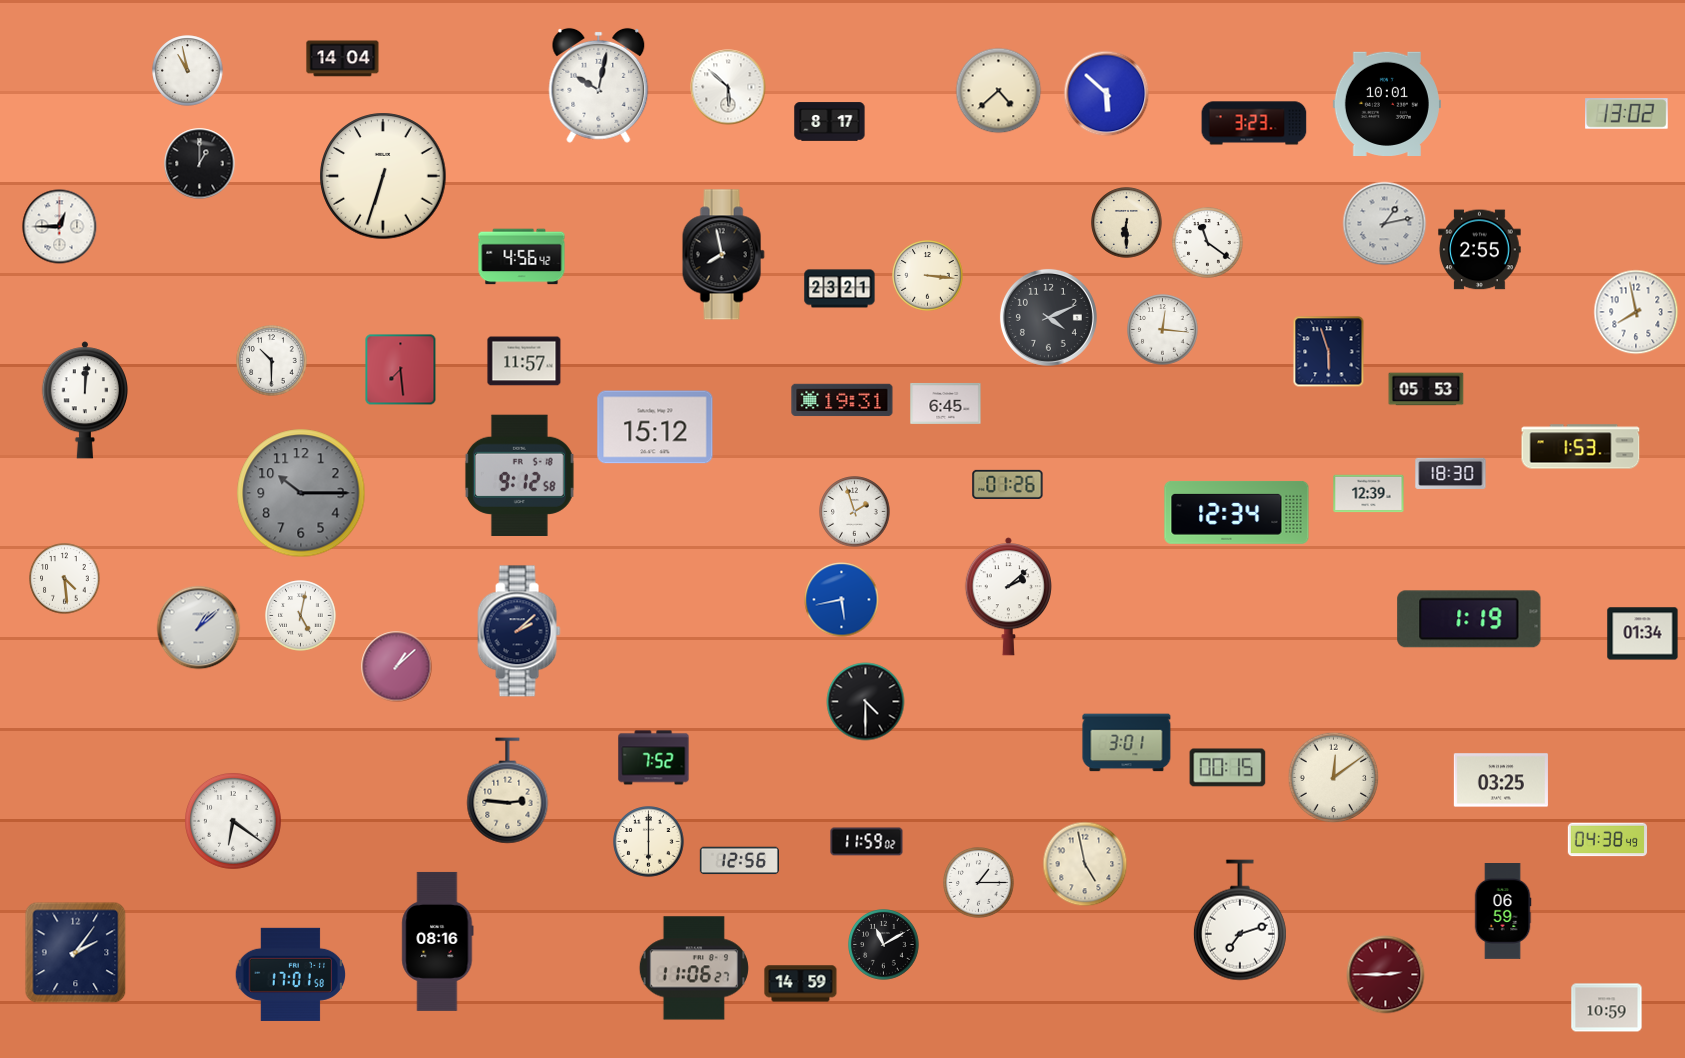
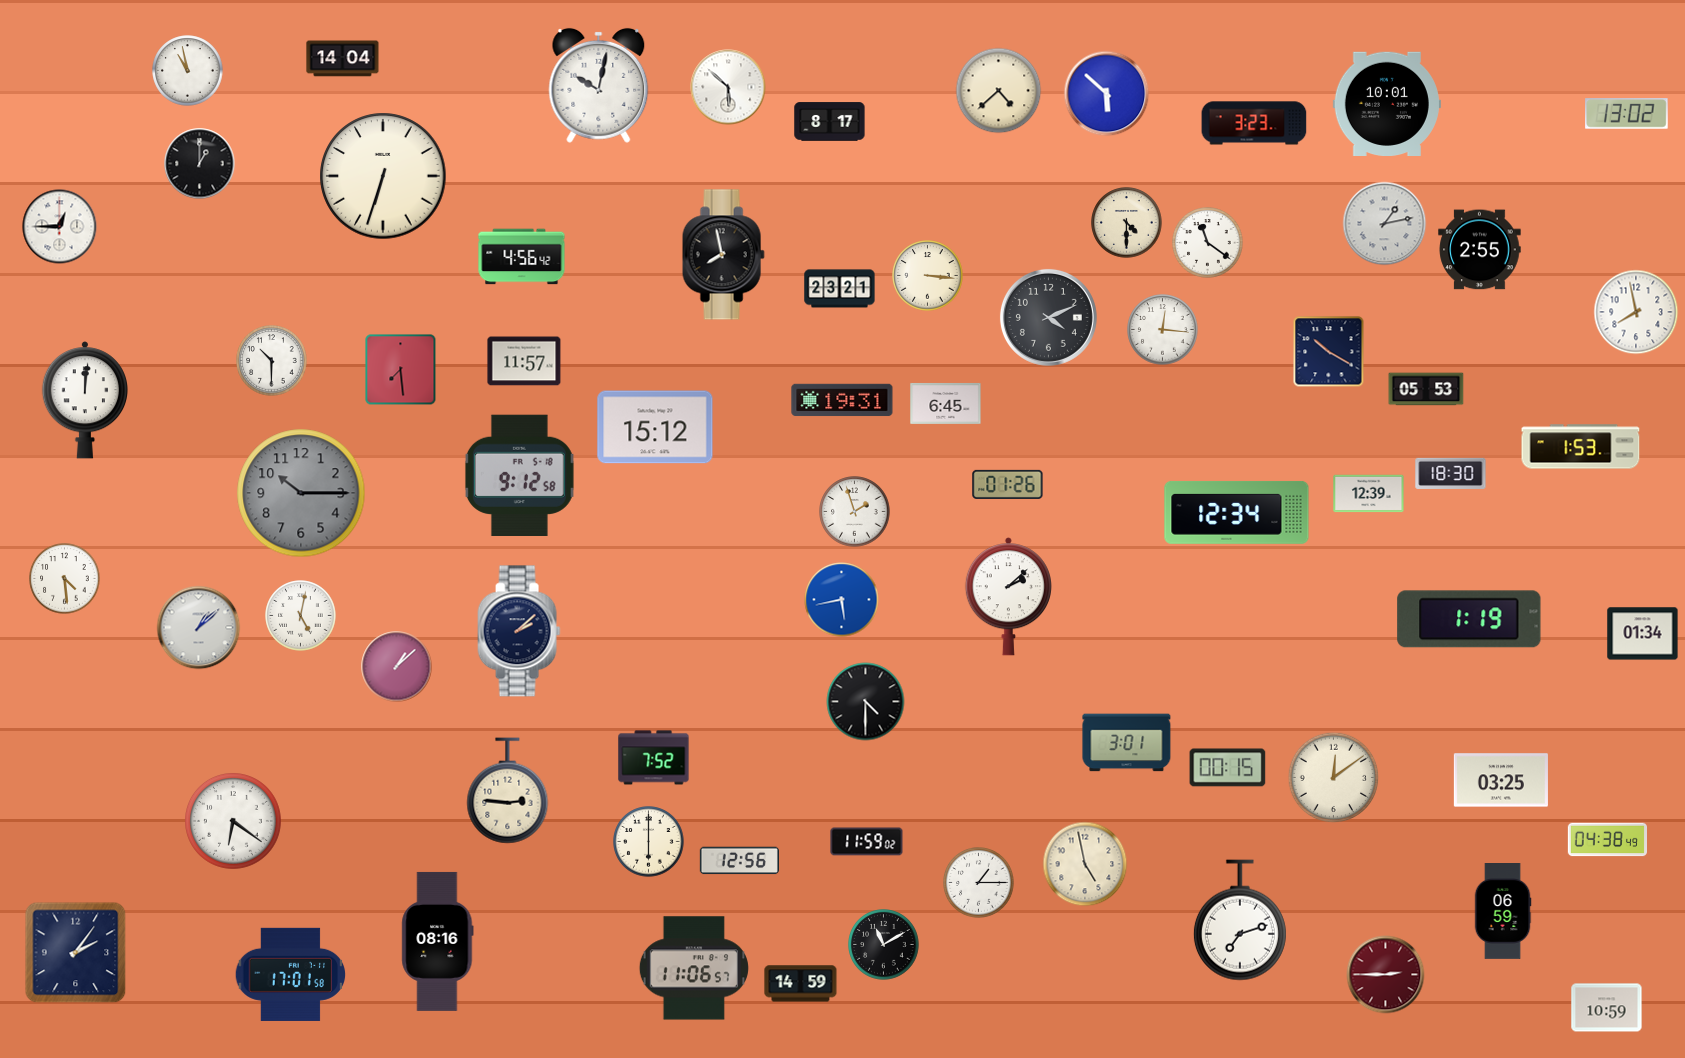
clock at (1127, 223): 6:30 -> 4:30
clock at (1329, 352): 5:57 -> 10:20
clock at (694, 968): 11:06:27 -> 11:06:57
